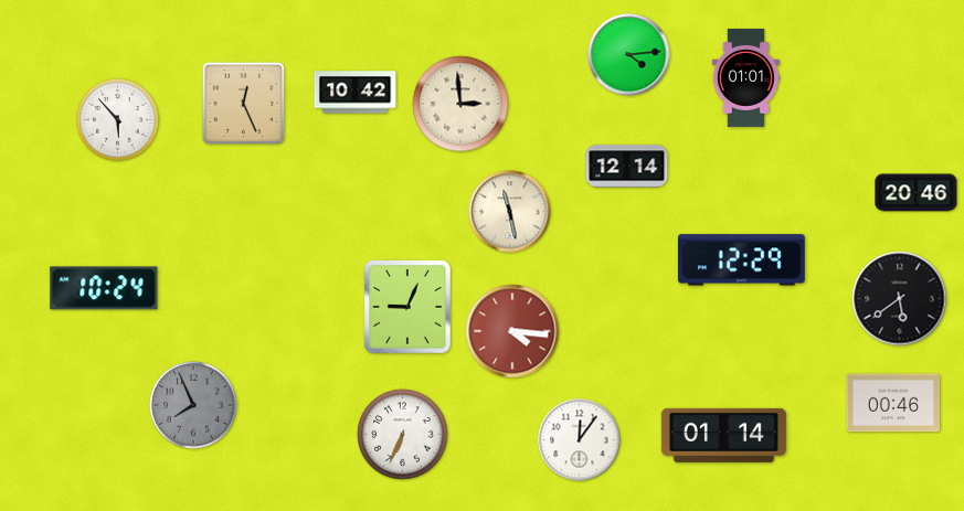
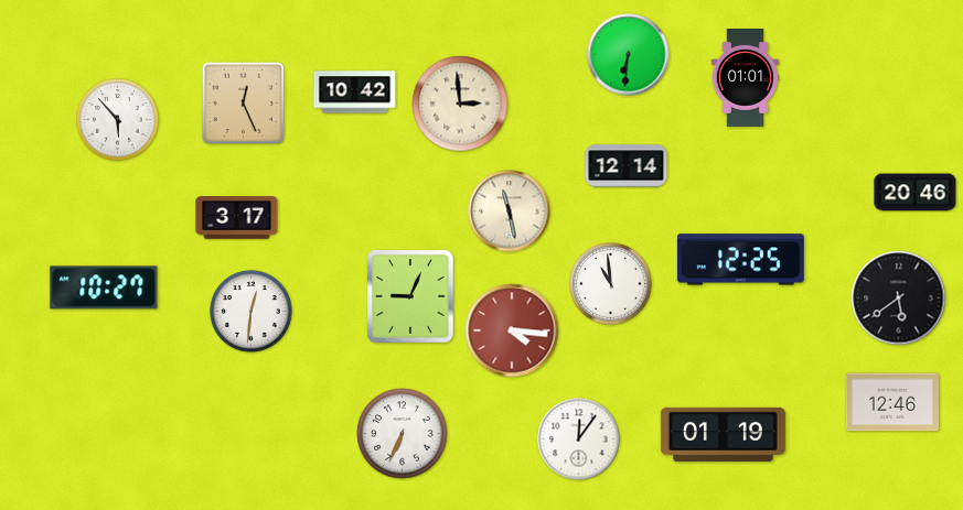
clock at (629, 55): 4:14 -> 6:31
clock at (237, 218): none -> 3:17
clock at (741, 260): 12:29 -> 12:25
clock at (611, 284): none -> 10:59
clock at (104, 288): 10:24 -> 10:27
clock at (409, 307) position: (409, 307) -> (411, 296)
clock at (252, 312): none -> 12:31
clock at (893, 403): 00:46 -> 12:46
clock at (193, 405): 7:56 -> none
clock at (723, 435): 01:14 -> 01:19
